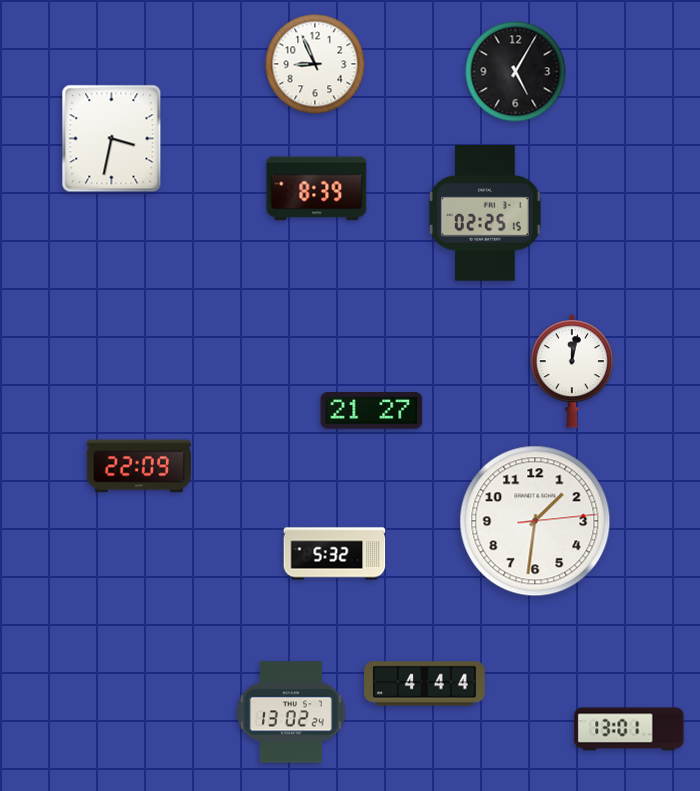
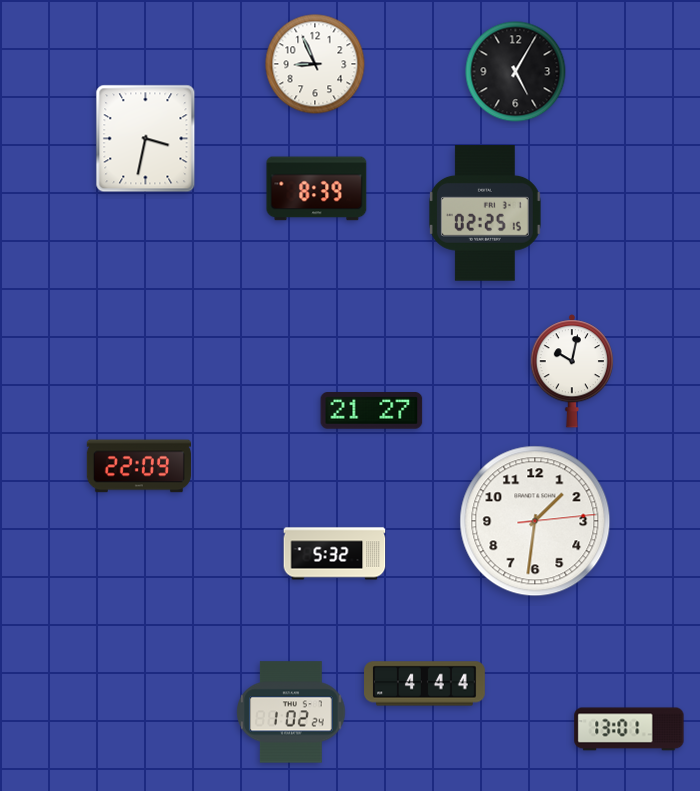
clock at (112, 139) position: (112, 139) -> (146, 139)
clock at (572, 371): 12:02 -> 10:02
clock at (291, 712): 13:02 -> 1:02
